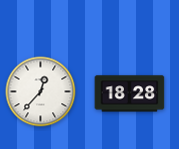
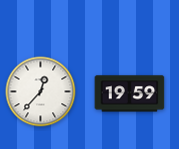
clock at (130, 94): 18:28 -> 19:59
